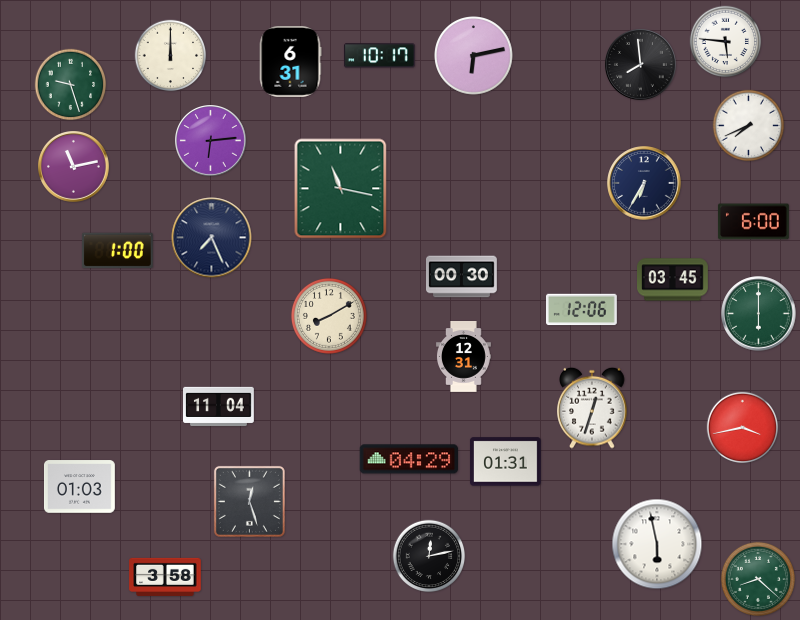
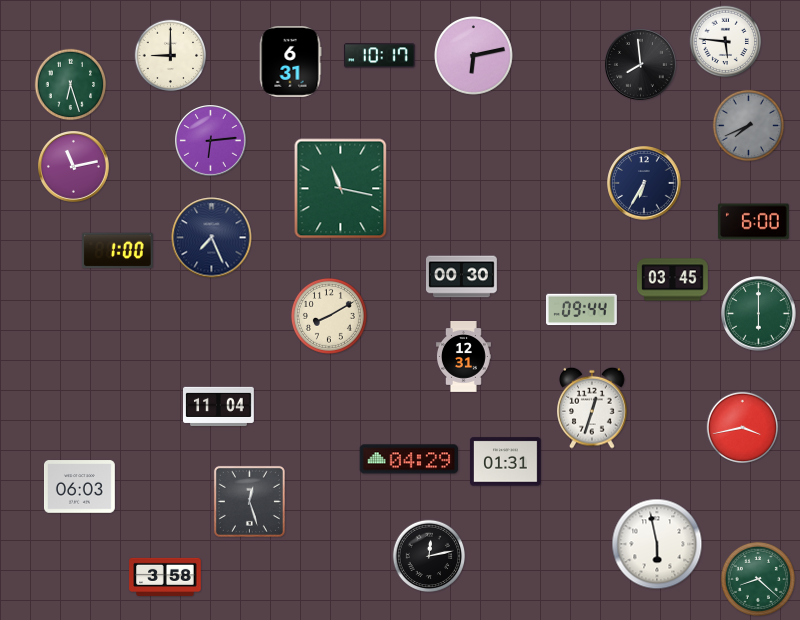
clock at (171, 56): 12:00 -> 9:00
clock at (71, 85): 9:27 -> 6:27
clock at (749, 126) dial: white -> grey
clock at (582, 310): 12:06 -> 09:44
clock at (80, 487): 01:03 -> 06:03
